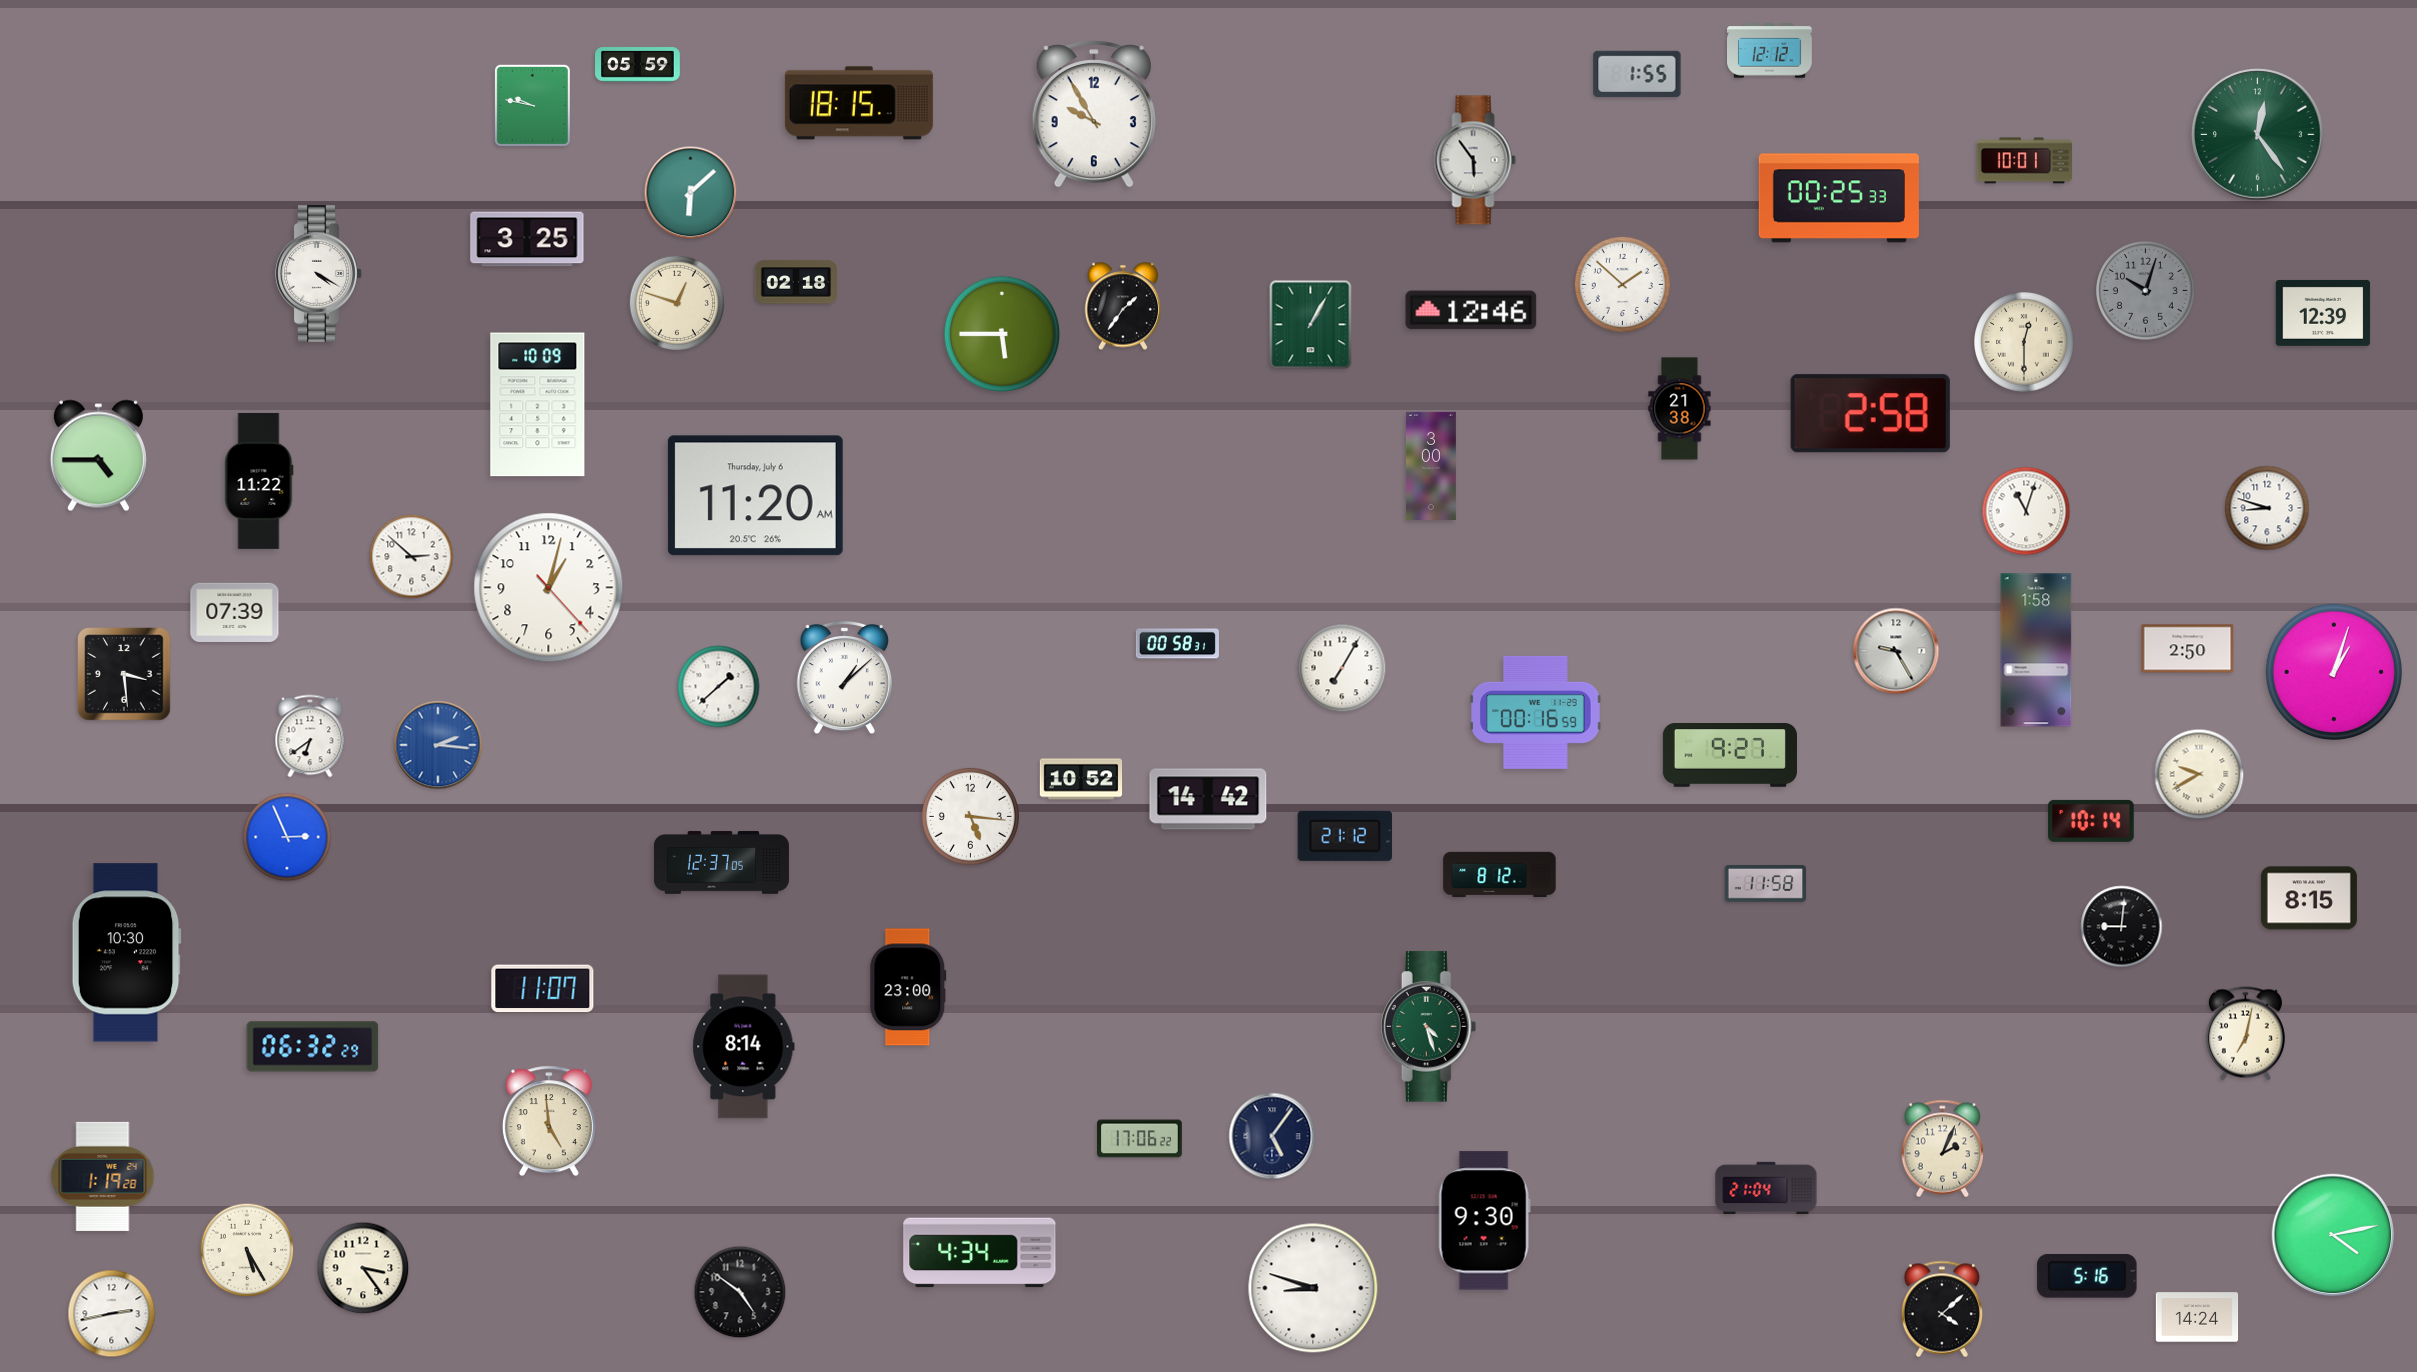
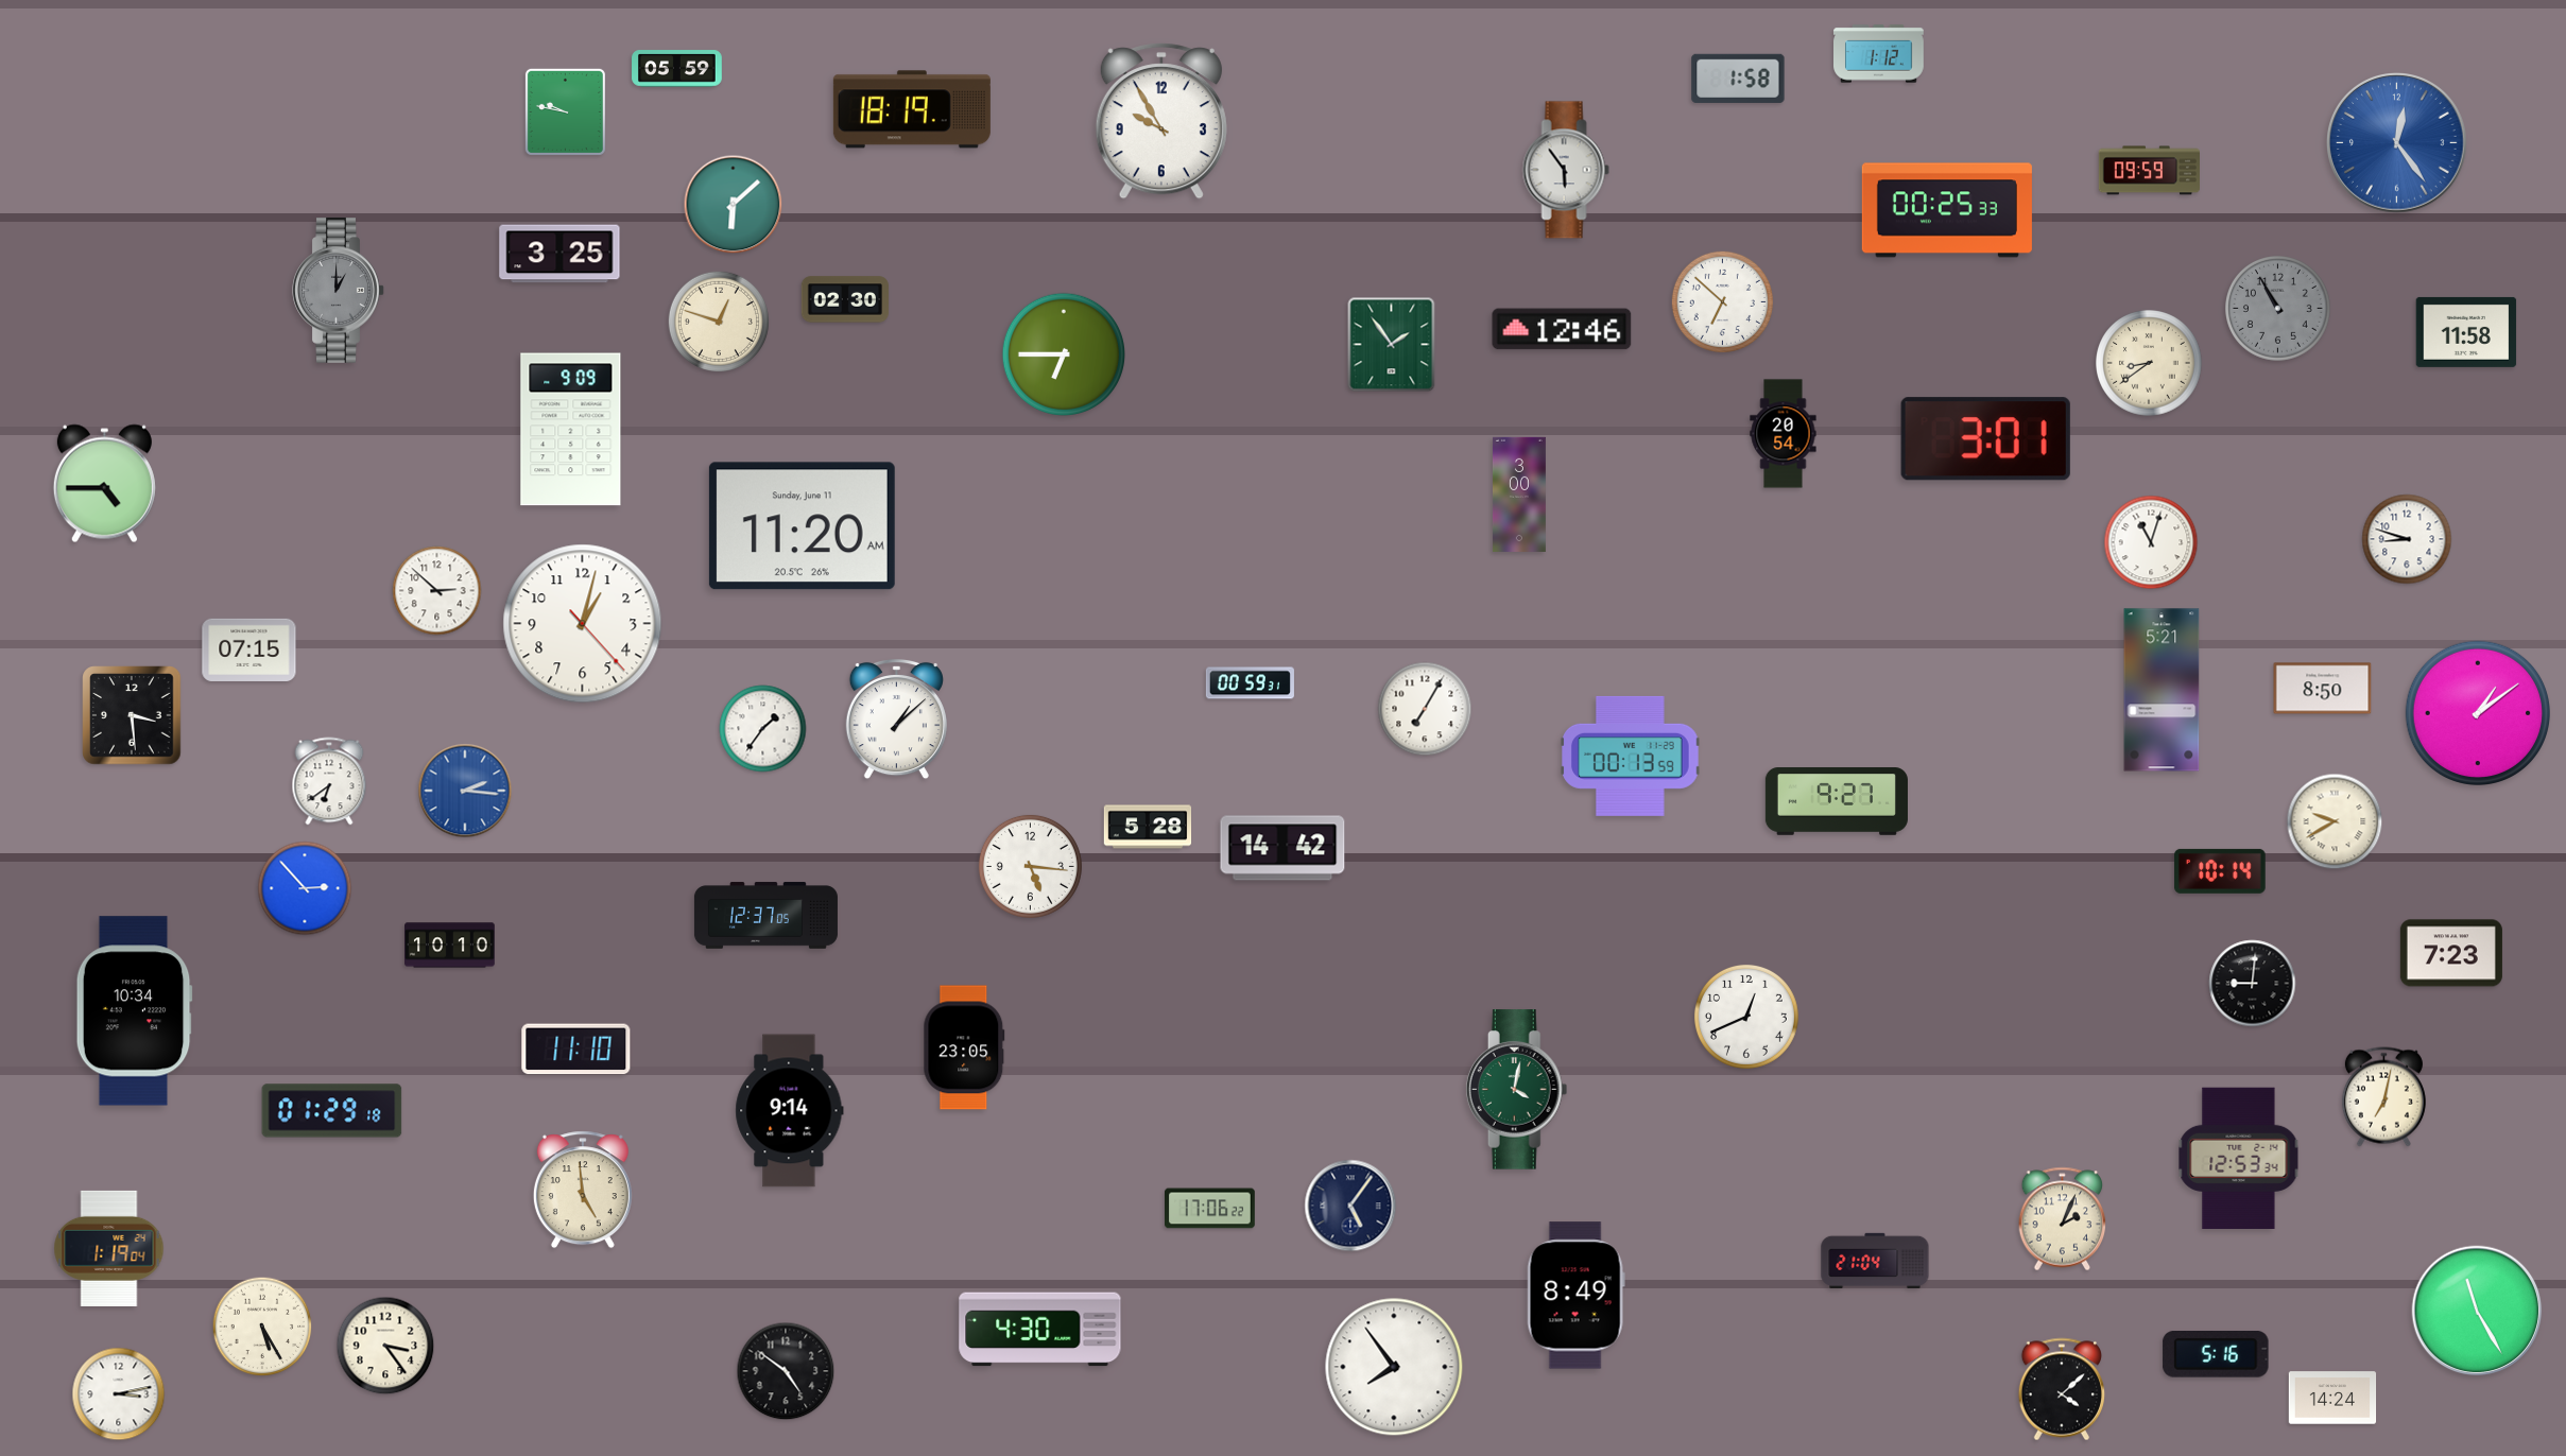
clock at (1770, 51): 12:12 -> 1:12
clock at (1637, 74): 1:55 -> 1:58
clock at (859, 103): 18:15 -> 18:19
clock at (2258, 135) dial: green -> blue
clock at (2024, 161): 10:01 -> 09:59
clock at (1839, 198) position: (1839, 198) -> (1947, 210)
clock at (319, 274): 4:20 -> 1:00
clock at (319, 274) dial: white -> grey
clock at (795, 282): 02:18 -> 02:30
clock at (1622, 284): 1:52 -> 6:52
clock at (2146, 291): 10:03 -> 10:55
clock at (1123, 306): 1:36 -> none
clock at (2323, 313): 12:39 -> 11:58
clock at (1311, 325): 1:05 -> 1:54
clock at (1001, 333): 5:45 -> 6:45
clock at (2024, 342): 12:30 -> 8:39
clock at (538, 405): 10:09 -> 9:09
clock at (1680, 409): 21:38 -> 20:54
clock at (1870, 414): 2:58 -> 3:01
clock at (259, 481): 11:22 -> none
clock at (755, 496) date: Thursday, July 6 -> Sunday, June 11
clock at (235, 612): 07:39 -> 07:15
clock at (1177, 644): 00:58 -> 00:59
clock at (2188, 649): 2:50 -> 8:50
clock at (2036, 650): 1:58 -> 5:21
clock at (1896, 651): 9:25 -> none
clock at (2333, 671): 1:03 -> 1:09
clock at (719, 687): 1:38 -> 1:36
clock at (1536, 712): 00:16 -> 00:13
clock at (1081, 779): 10:52 -> 5:28
clock at (1344, 836): 21:12 -> none
clock at (287, 837): 2:56 -> 2:53
clock at (1500, 875): 8:12 -> none
clock at (1766, 883): 11:58 -> none
clock at (450, 946): none -> 10:10
clock at (2309, 898): 8:15 -> 7:23
clock at (126, 953): 10:30 -> 10:34
clock at (1746, 1017): none -> 12:41
clock at (908, 987): 23:00 -> 23:05
clock at (543, 989): 11:07 -> 11:10
clock at (1429, 1027): 4:27 -> 4:02
clock at (313, 1047): 06:32 -> 01:29
clock at (744, 1047): 8:14 -> 9:14
clock at (2239, 1158): none -> 12:53
clock at (103, 1176): 1:19:28 -> 1:19:04
clock at (1484, 1221): 9:30 -> 8:49
clock at (2333, 1235): 4:13 -> 11:25
clock at (980, 1253): 4:34 -> 4:30
clock at (1313, 1288): 8:48 -> 7:54
clock at (112, 1314): 2:43 -> 3:13
